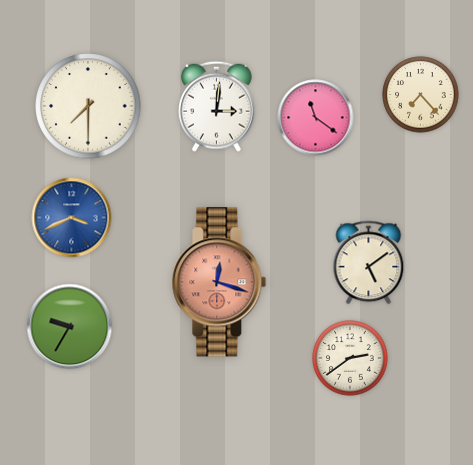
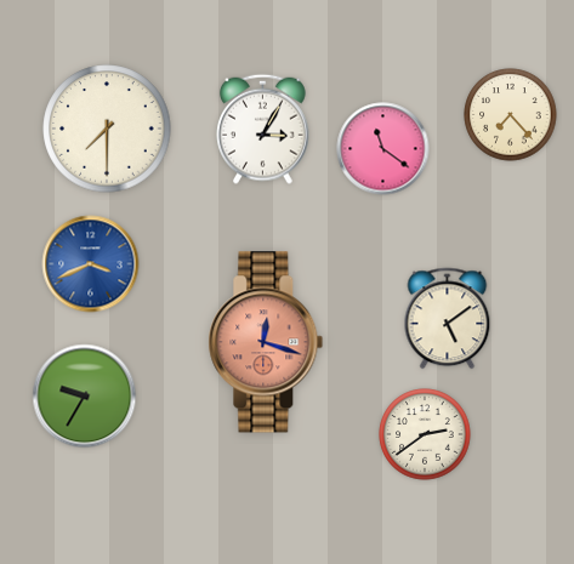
clock at (217, 106): 3:01 -> 3:05
clock at (316, 118) position: (316, 118) -> (383, 149)
clock at (72, 218) position: (72, 218) -> (91, 264)
